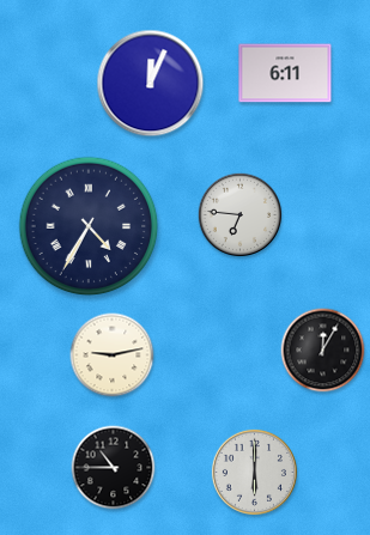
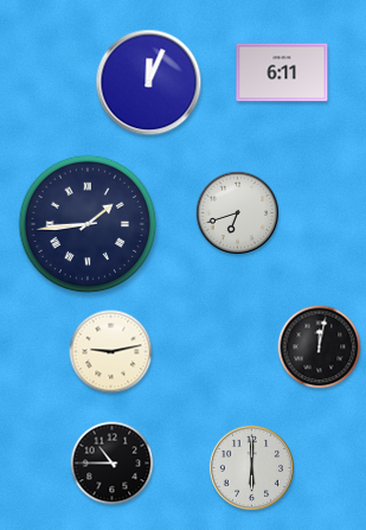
clock at (239, 214): 6:46 -> 6:42
clock at (89, 226): 4:35 -> 1:44
clock at (323, 351): 12:05 -> 12:02
